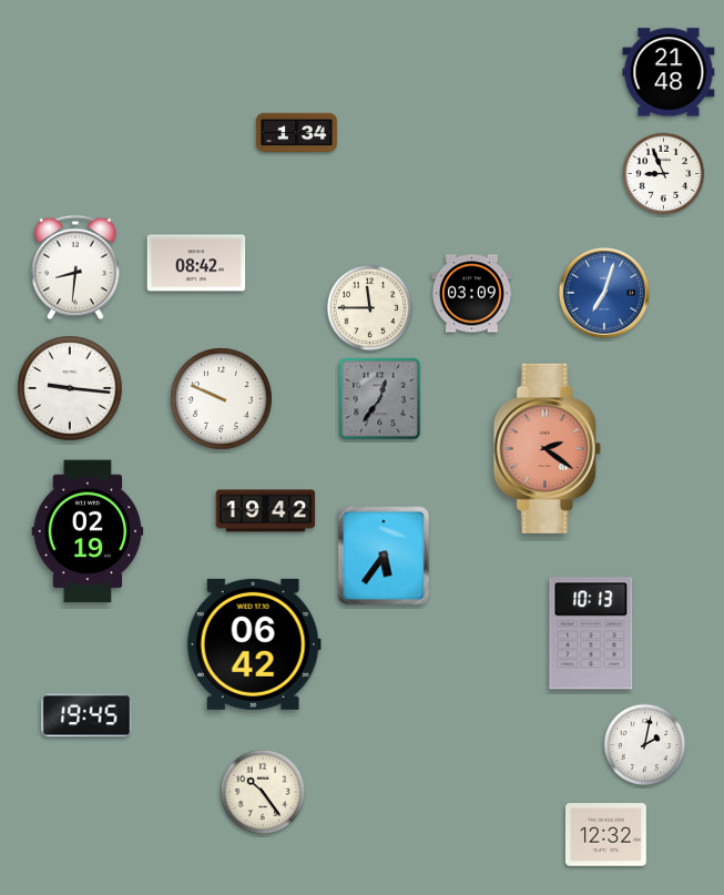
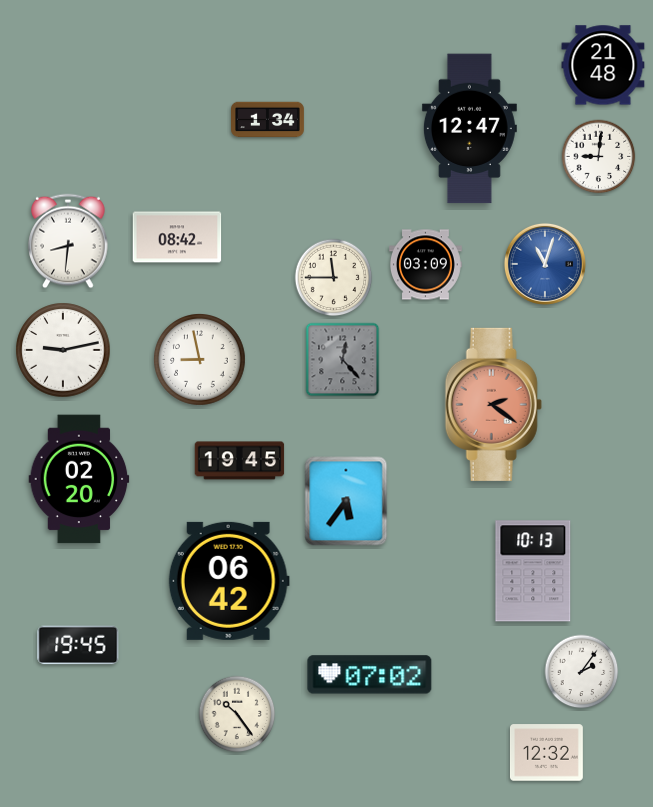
clock at (469, 129): none -> 12:47
clock at (664, 174): 8:56 -> 9:01
clock at (604, 293): 7:03 -> 11:03
clock at (70, 388): 9:16 -> 9:13
clock at (222, 399): 9:49 -> 8:58
clock at (380, 399): 12:36 -> 12:23
clock at (266, 511): 19:42 -> 19:45
clock at (88, 531): 02:19 -> 02:20
clock at (645, 745): 2:02 -> 2:06
clock at (370, 675): none -> 07:02
